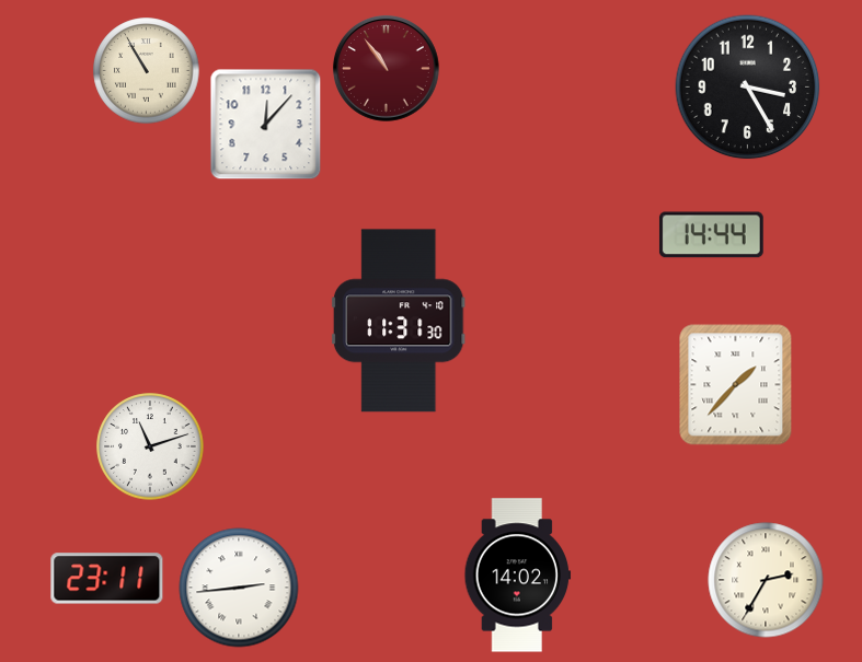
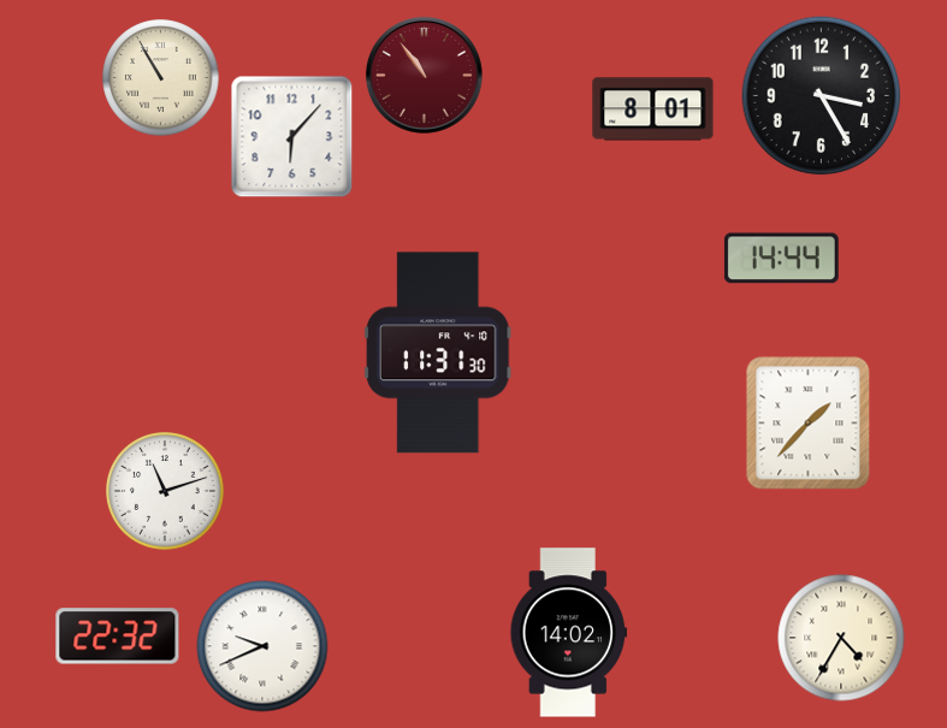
clock at (653, 110): none -> 8:01
clock at (266, 125): 12:07 -> 6:07
clock at (107, 579): 23:11 -> 22:32
clock at (766, 580): 2:35 -> 4:35
clock at (239, 588): 2:44 -> 9:41
